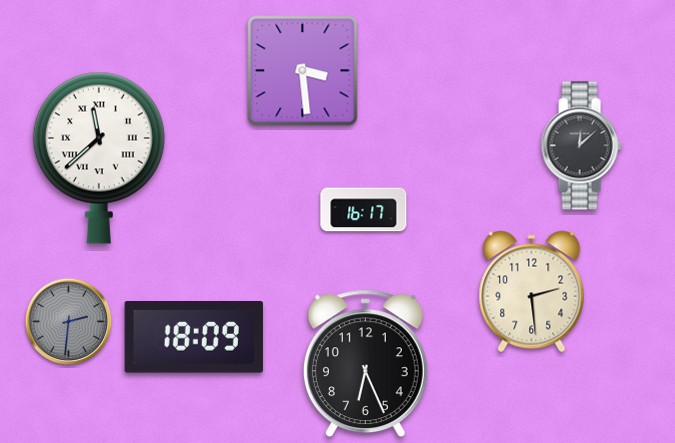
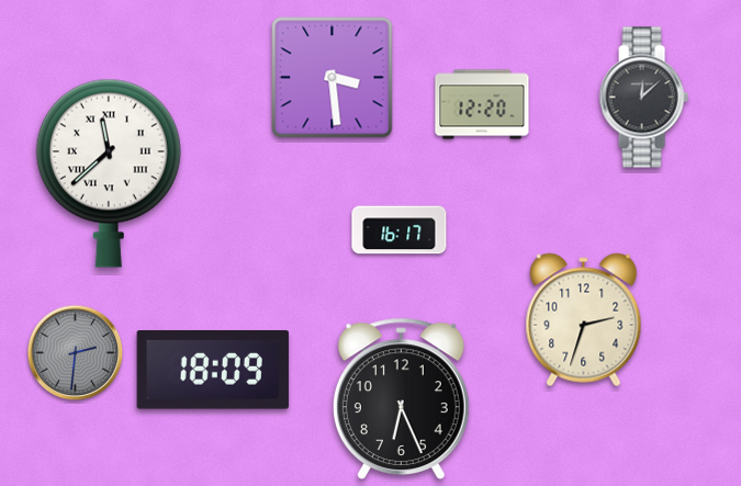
clock at (482, 104): none -> 12:20
clock at (581, 146) position: (581, 146) -> (643, 98)
clock at (532, 292): 2:29 -> 2:33
